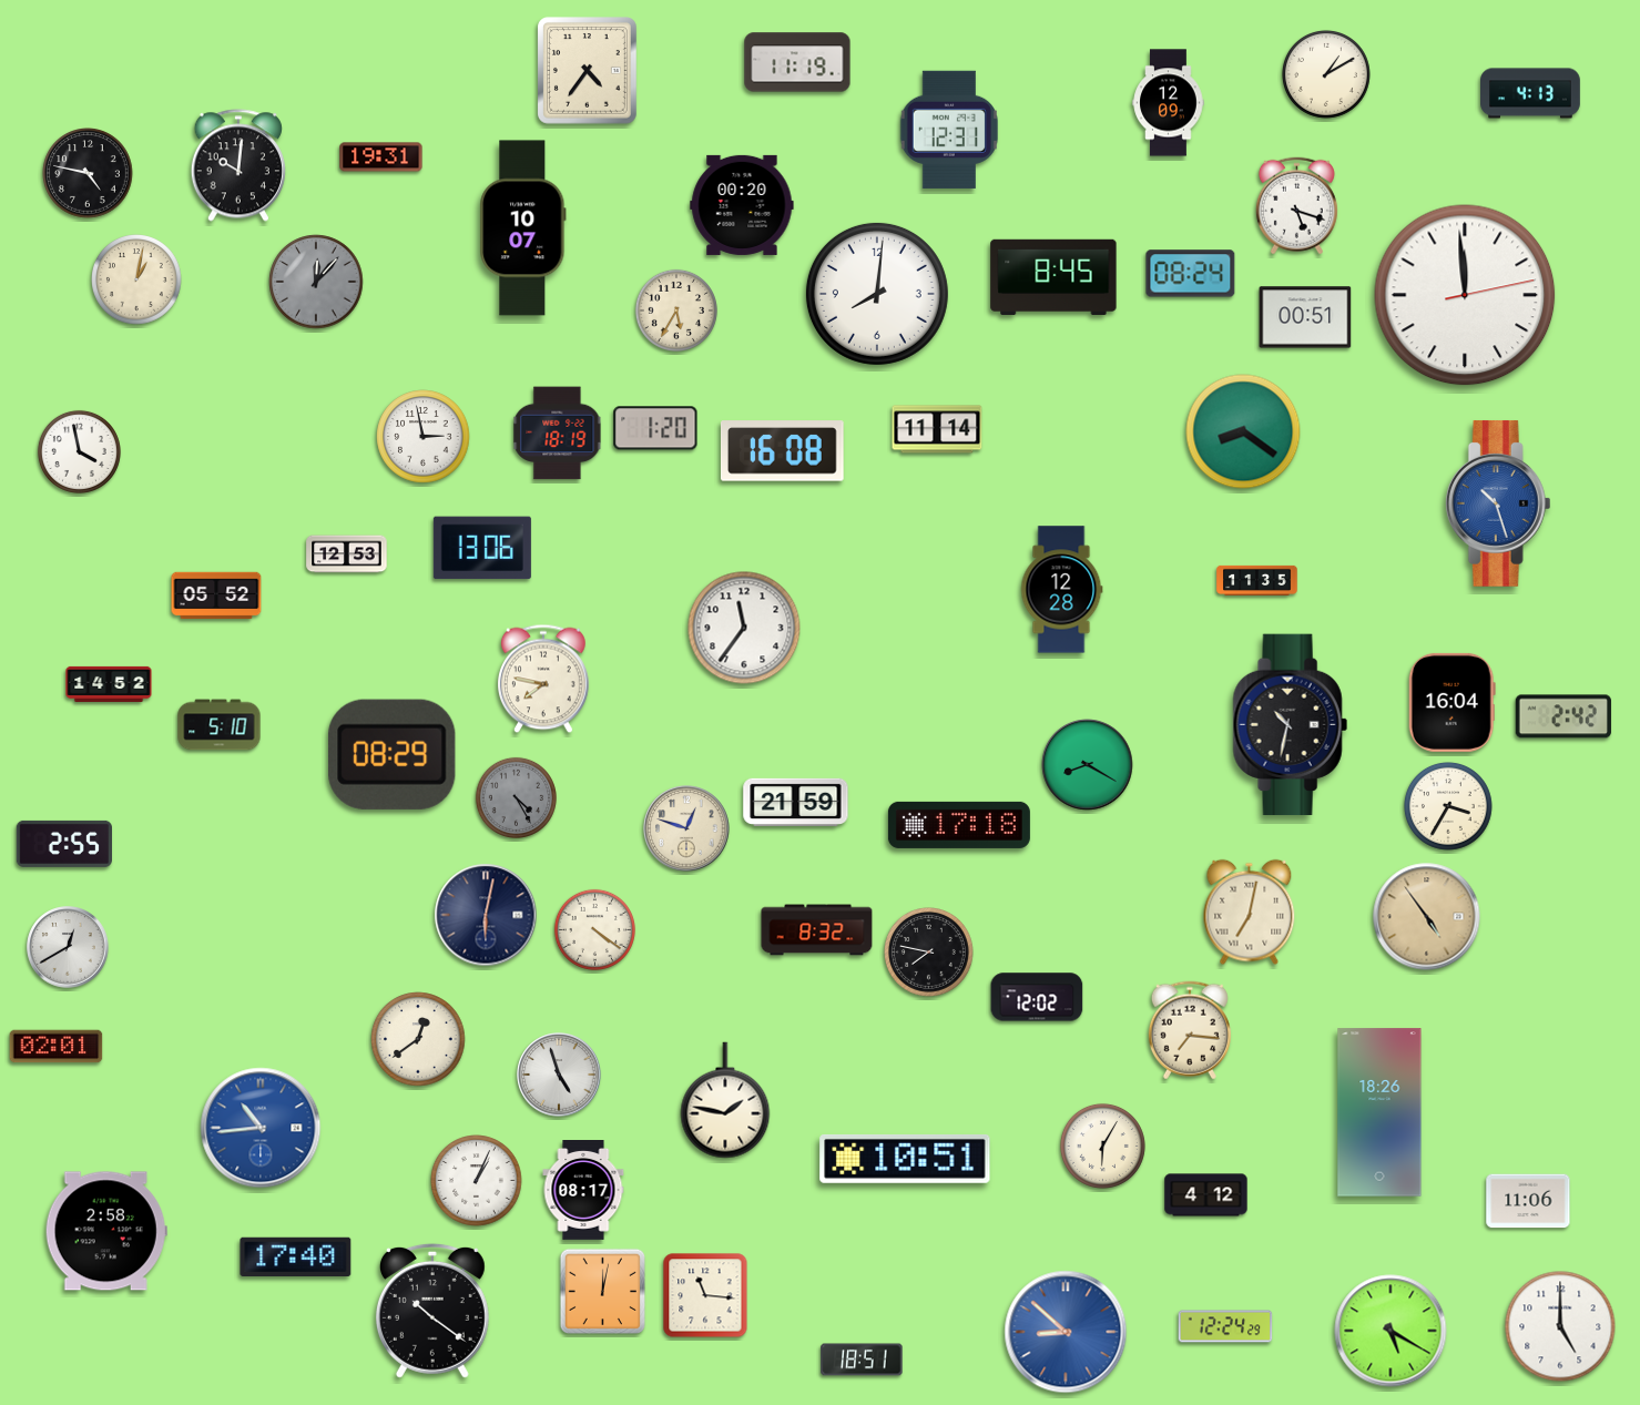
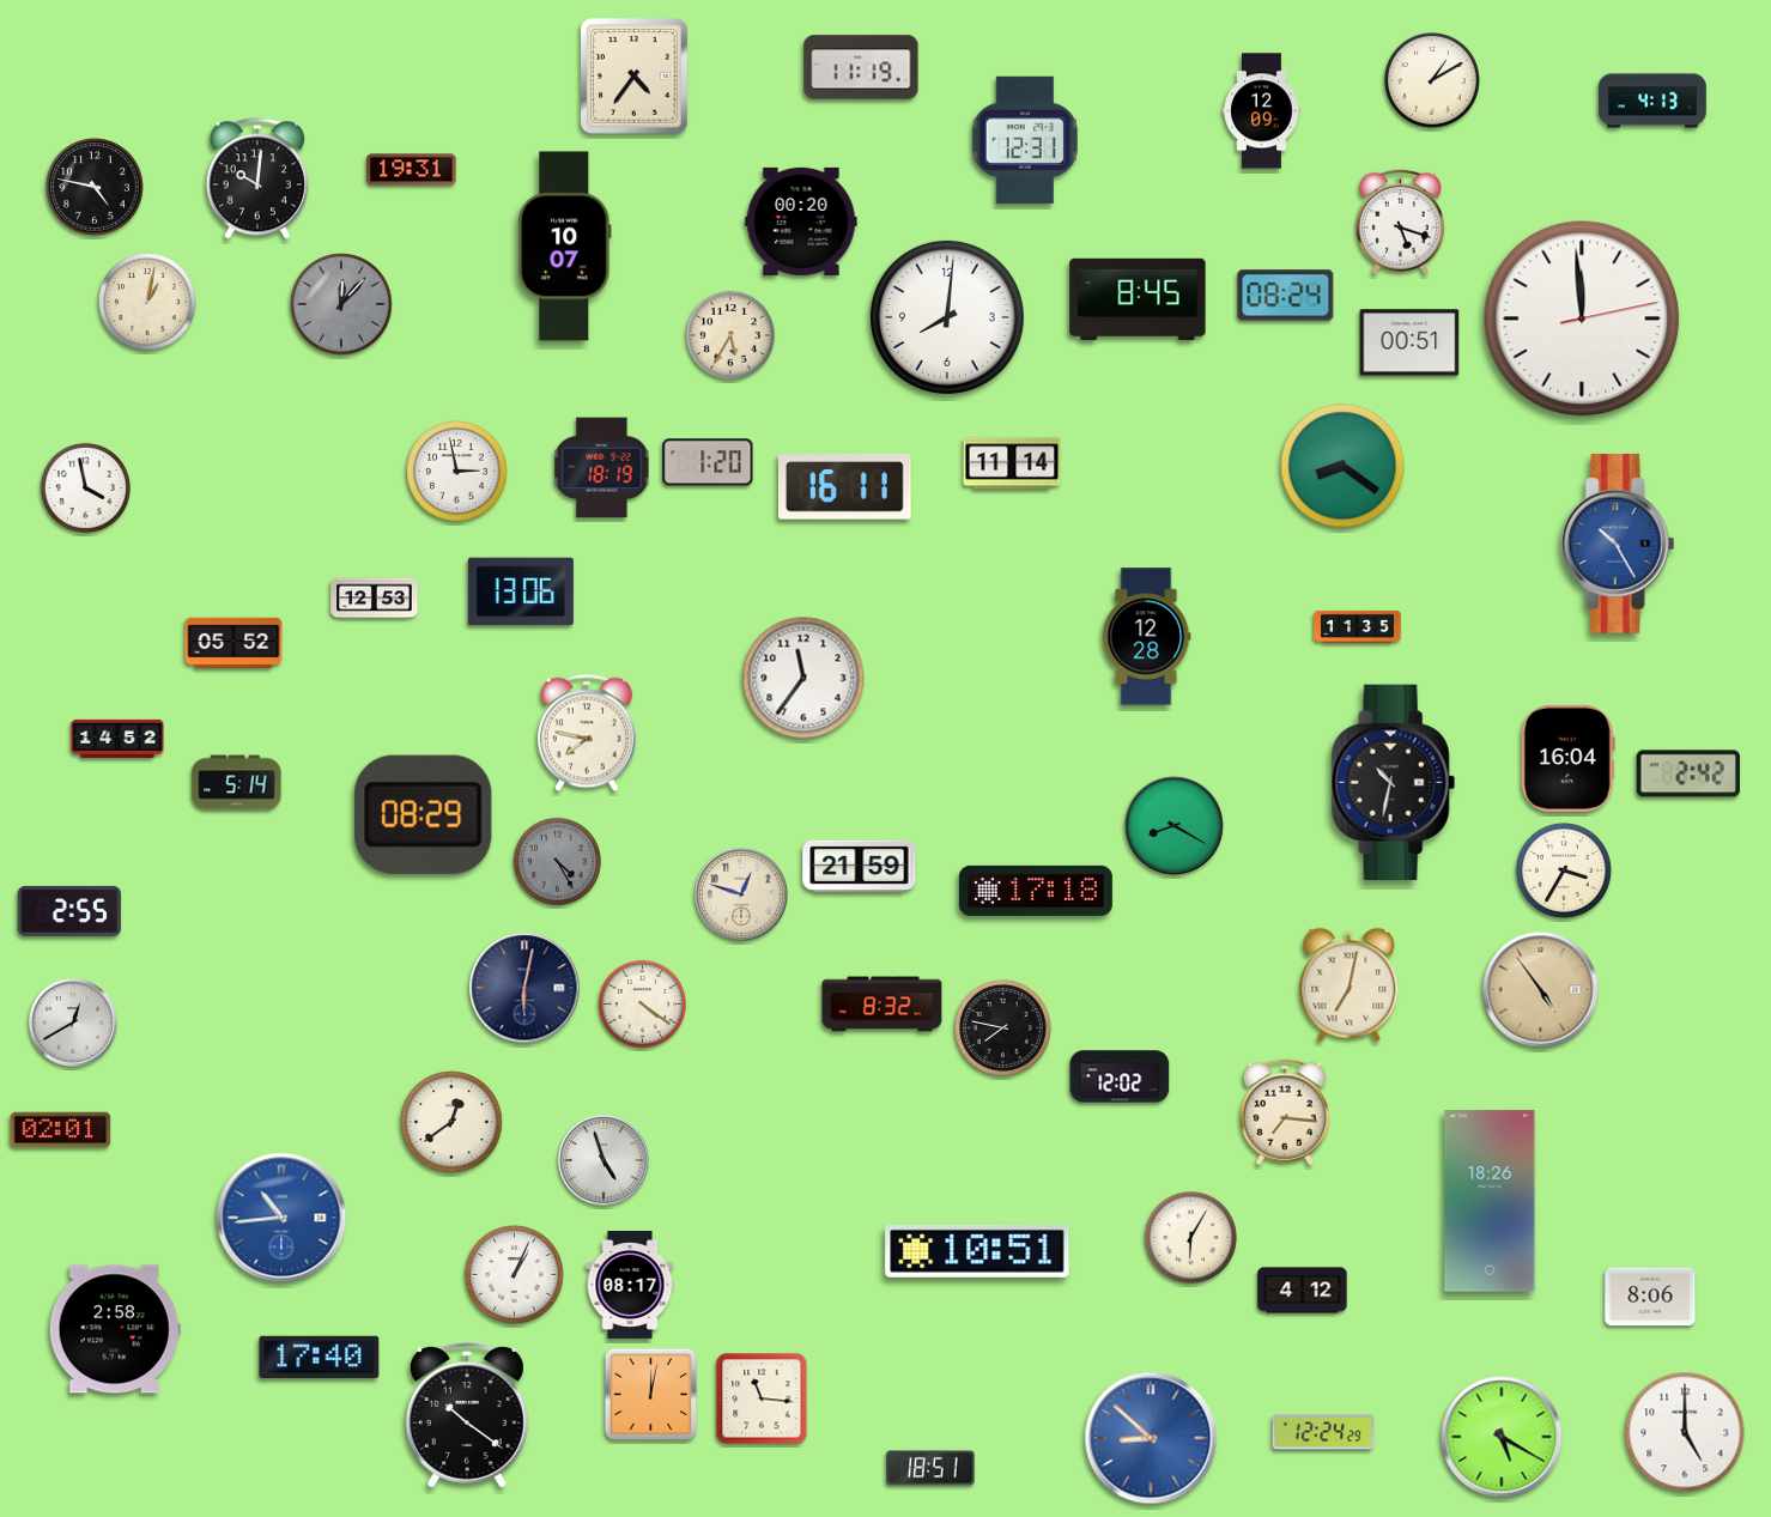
clock at (783, 451): 16:08 -> 16:11
clock at (1498, 503): 10:27 -> 10:25
clock at (220, 725): 5:10 -> 5:14
clock at (725, 1100): 1:47 -> none
clock at (1528, 1201): 11:06 -> 8:06
